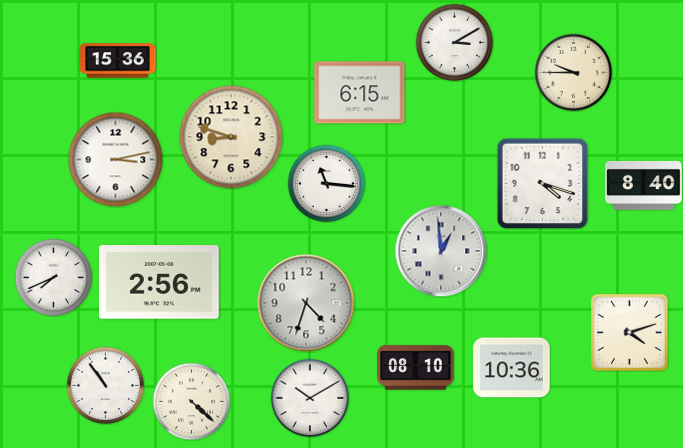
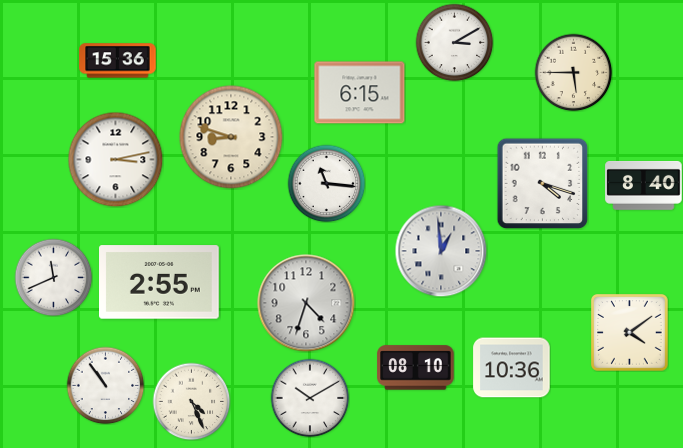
clock at (573, 72): 9:45 -> 5:45
clock at (53, 277): 7:41 -> 11:41
clock at (160, 282): 2:56 -> 2:55
clock at (630, 333): 4:12 -> 4:09
clock at (191, 401): 4:22 -> 4:26
